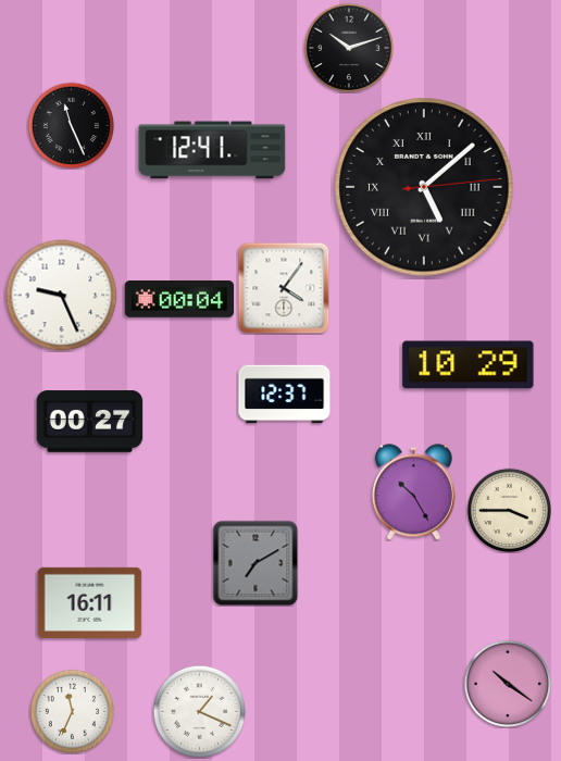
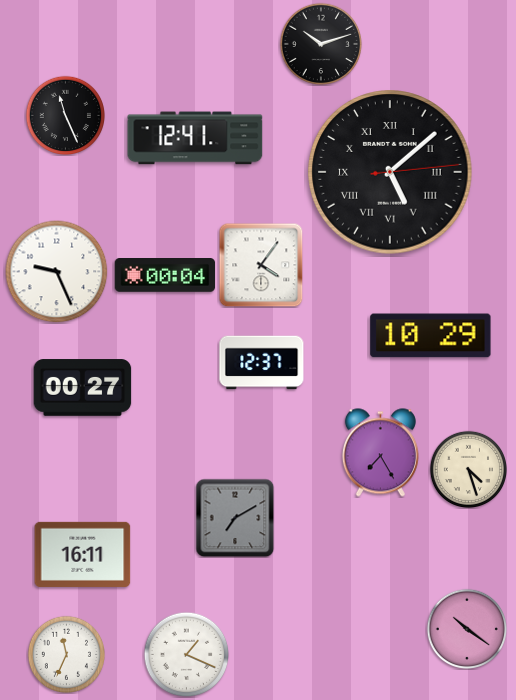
clock at (413, 492): 10:25 -> 7:25
clock at (509, 510): 3:45 -> 4:27
clock at (199, 711) position: (199, 711) -> (186, 654)
